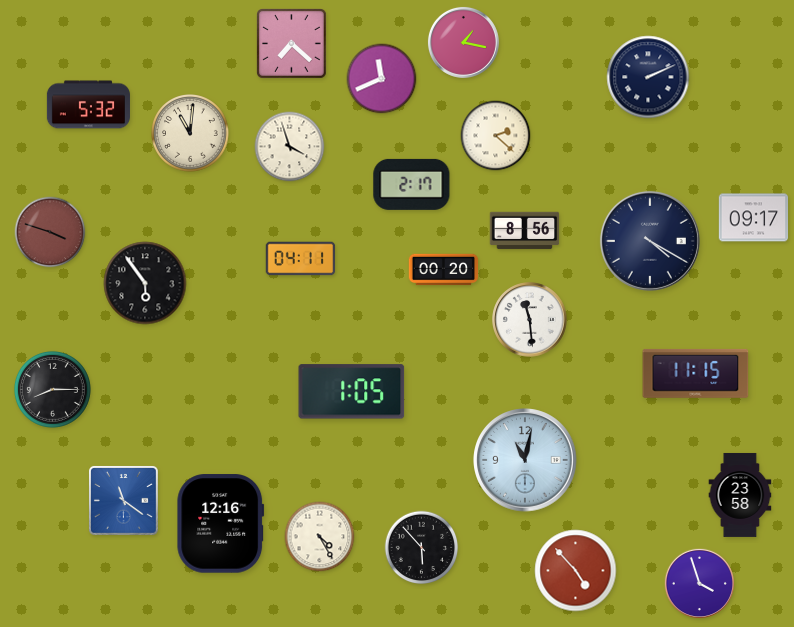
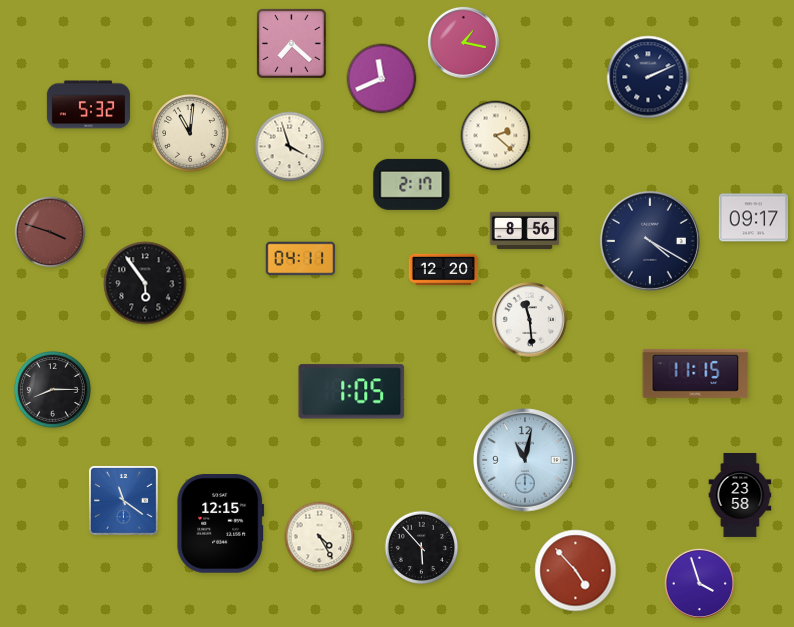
clock at (444, 270): 00:20 -> 12:20
clock at (221, 524): 12:16 -> 12:15
